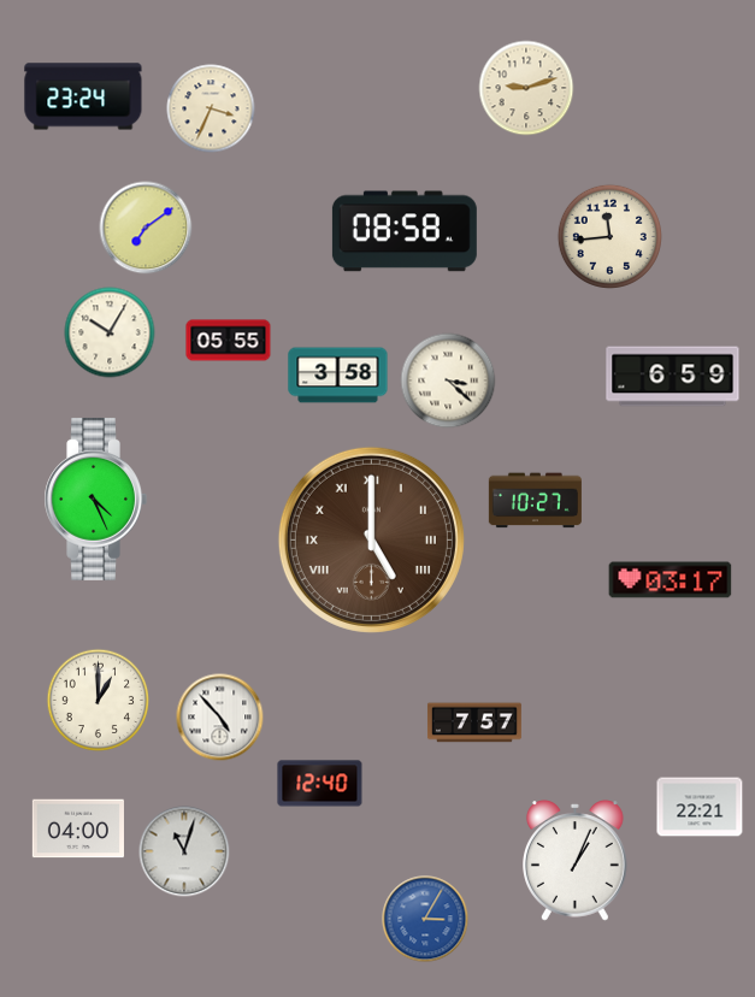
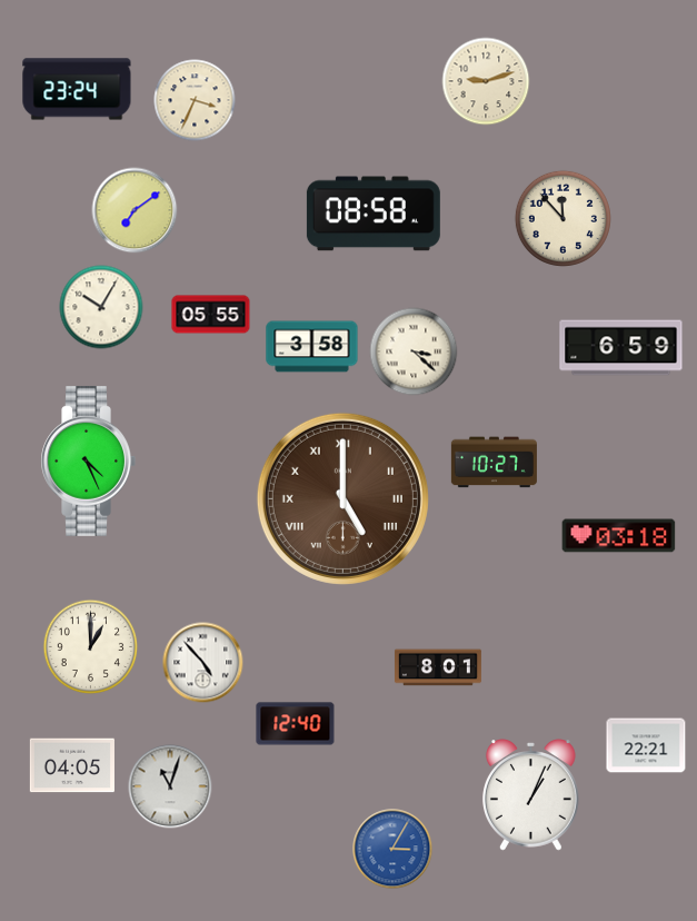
clock at (609, 236): 11:44 -> 11:53
clock at (671, 580): 03:17 -> 03:18
clock at (474, 722): 7:57 -> 8:01
clock at (78, 828): 04:00 -> 04:05
